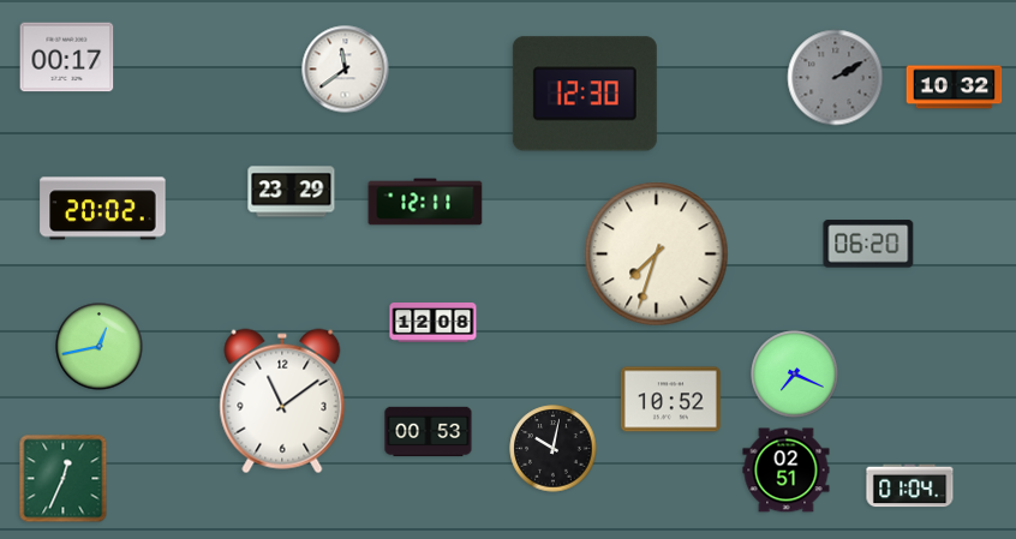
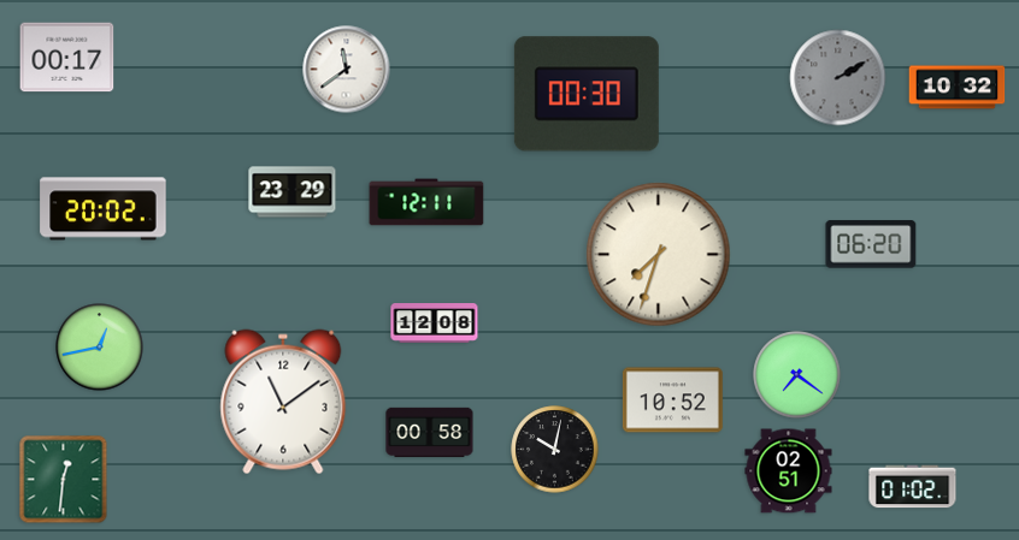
clock at (585, 94): 12:30 -> 00:30
clock at (795, 375): 7:19 -> 7:21
clock at (429, 432): 00:53 -> 00:58
clock at (64, 479): 12:34 -> 12:31
clock at (910, 486): 01:04 -> 01:02
